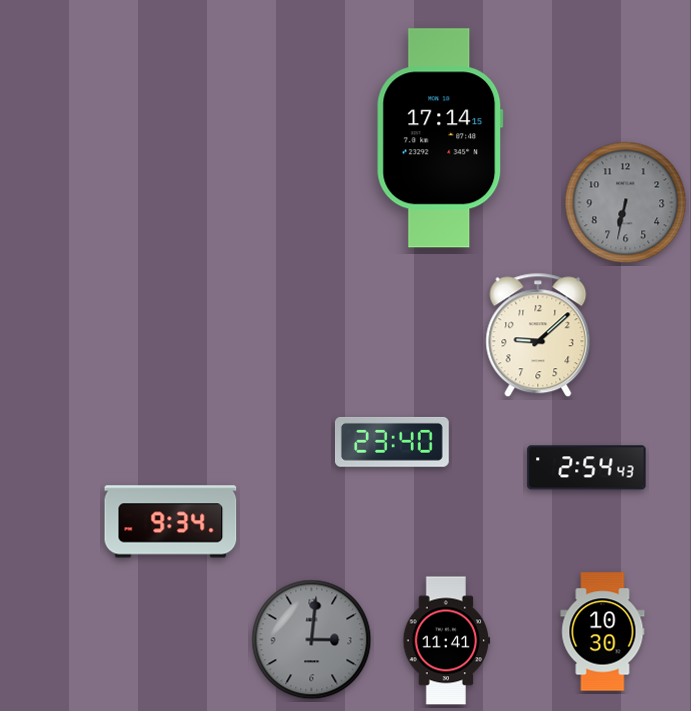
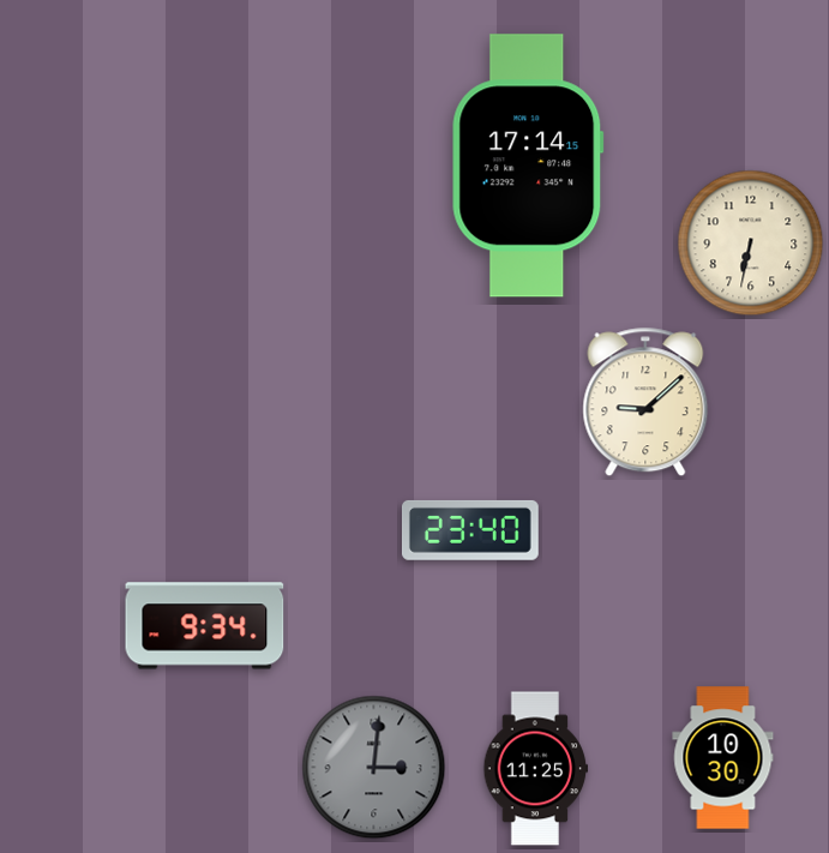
clock at (626, 203) dial: grey -> cream
clock at (587, 468): 2:54 -> none
clock at (447, 641): 11:41 -> 11:25
